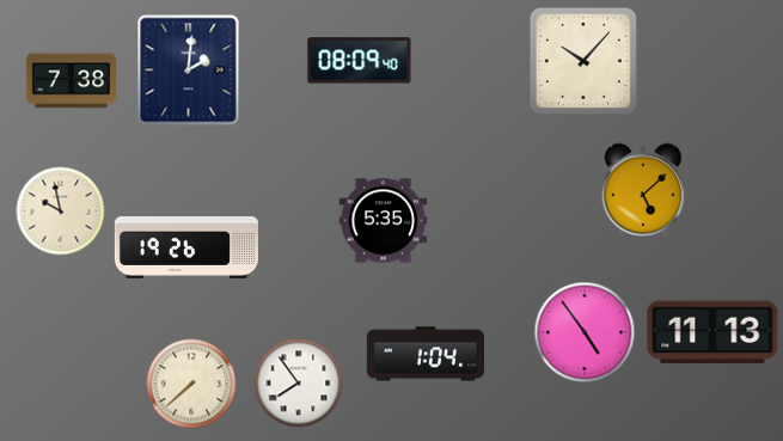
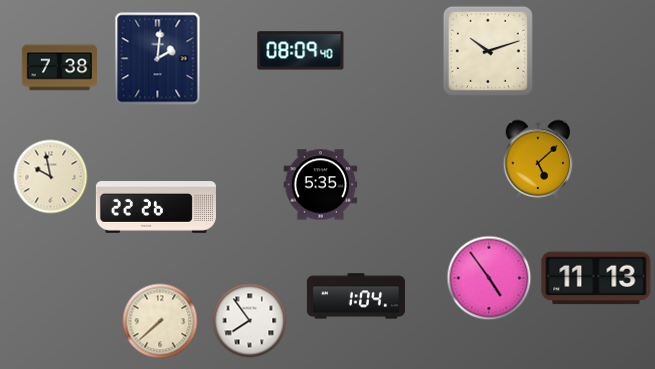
clock at (583, 61): 10:07 -> 10:12
clock at (186, 249): 19:26 -> 22:26
